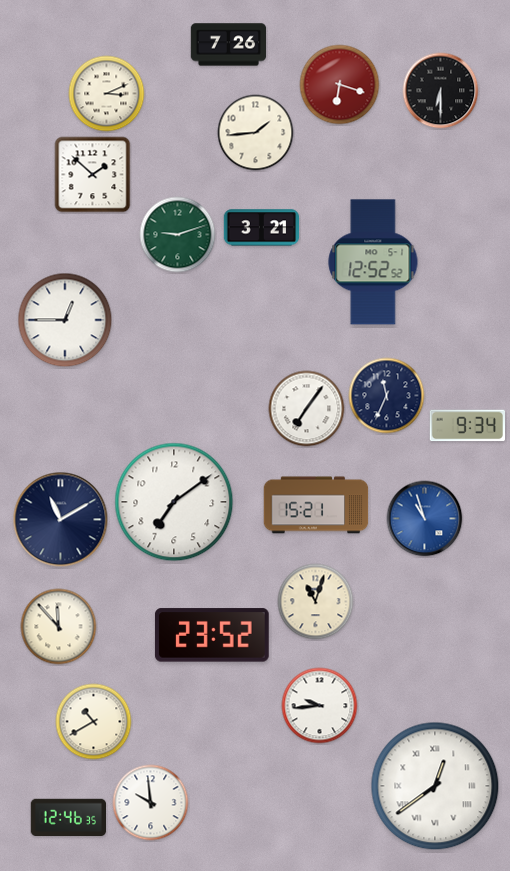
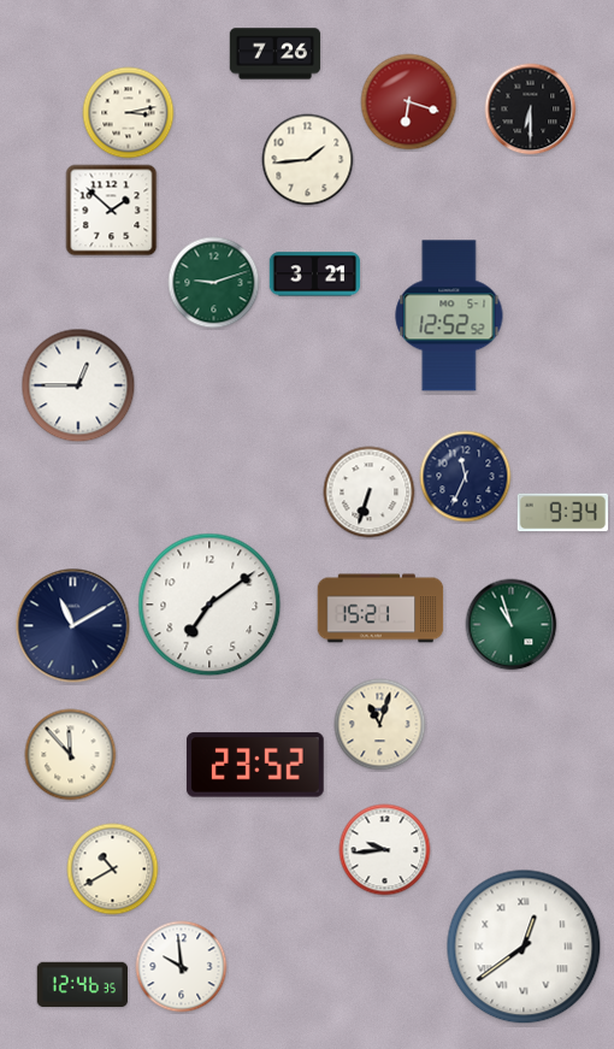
clock at (107, 94): 3:11 -> 3:13
clock at (307, 409): 7:06 -> 6:33
clock at (425, 519) dial: blue -> green
